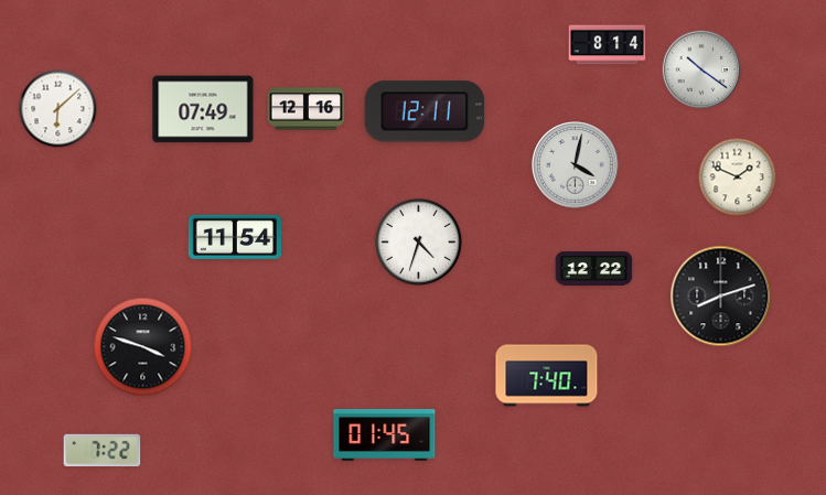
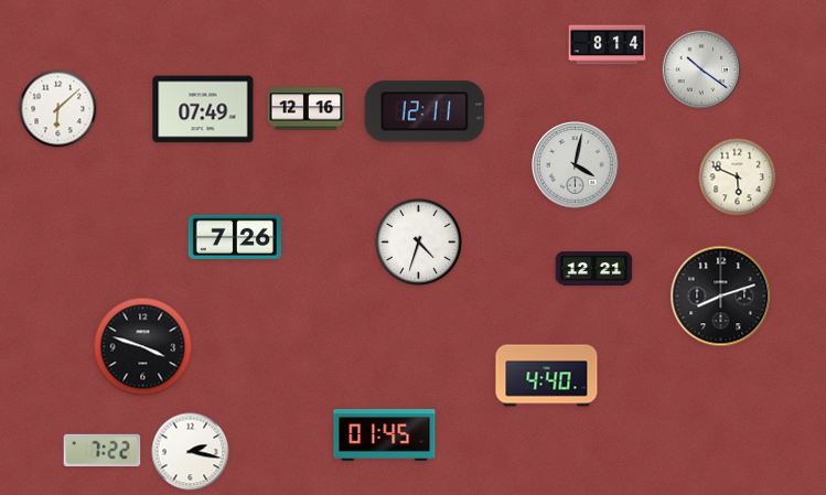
clock at (738, 177): 1:49 -> 5:49
clock at (234, 237): 11:54 -> 7:26
clock at (594, 269): 12:22 -> 12:21
clock at (547, 376): 7:40 -> 4:40
clock at (191, 452): none -> 2:17
